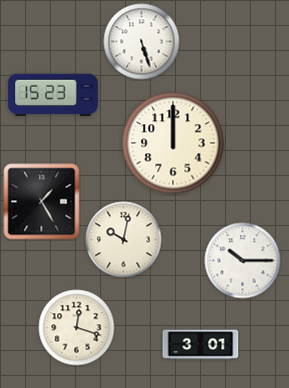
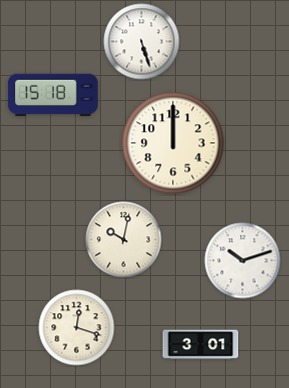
clock at (53, 95): 15:23 -> 15:18
clock at (42, 202): 1:25 -> none
clock at (243, 261): 10:15 -> 10:12
